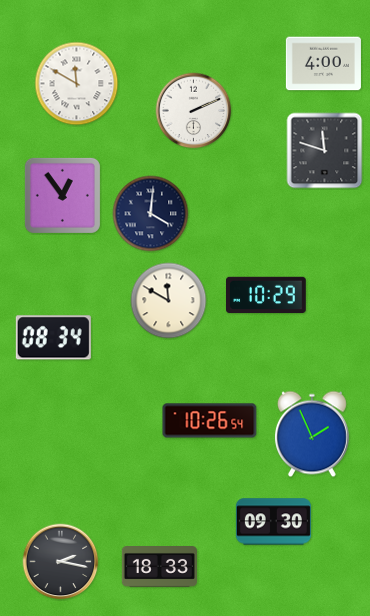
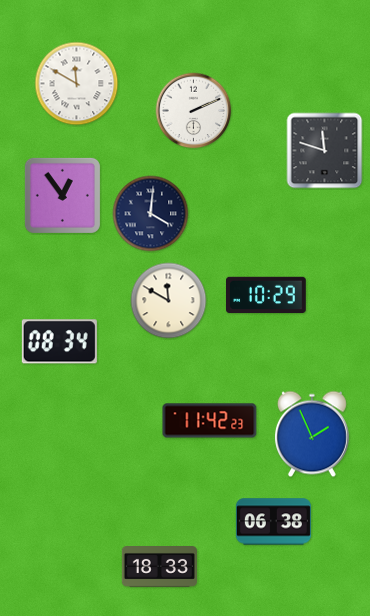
clock at (323, 64): 4:00 -> none
clock at (53, 338) position: (53, 338) -> (59, 342)
clock at (210, 421): 10:26 -> 11:42
clock at (273, 522): 09:30 -> 06:38
clock at (61, 562): 2:17 -> none
